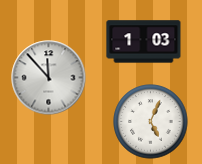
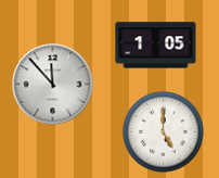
clock at (144, 42): 1:03 -> 1:05
clock at (151, 122): 5:04 -> 5:00
